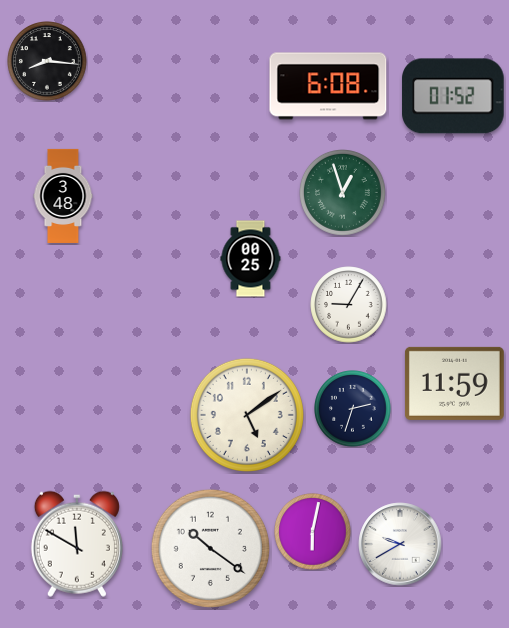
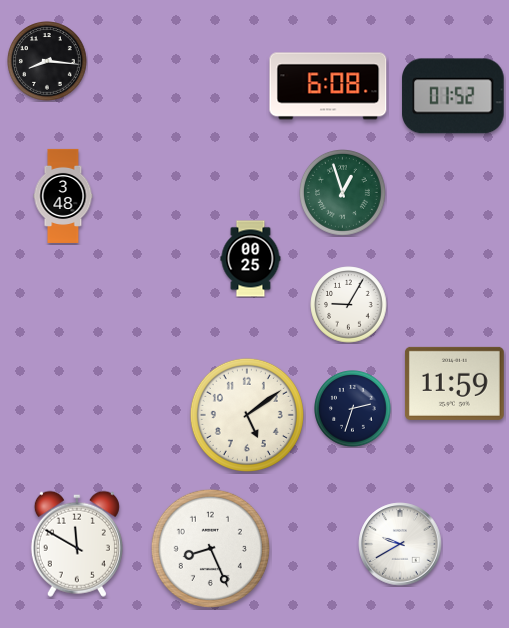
clock at (313, 532): 6:02 -> none
clock at (210, 548): 10:21 -> 8:26
